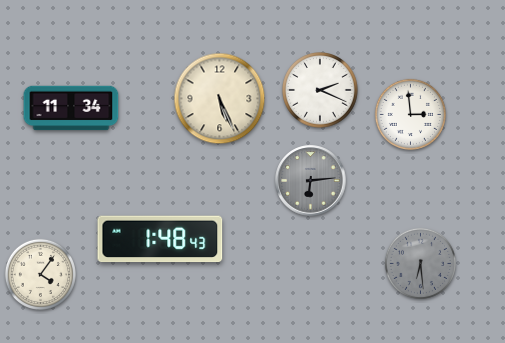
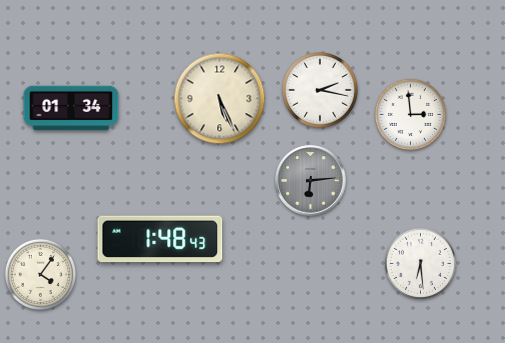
clock at (321, 91): 2:19 -> 2:17
clock at (71, 108): 11:34 -> 01:34
clock at (420, 263) dial: grey -> white
